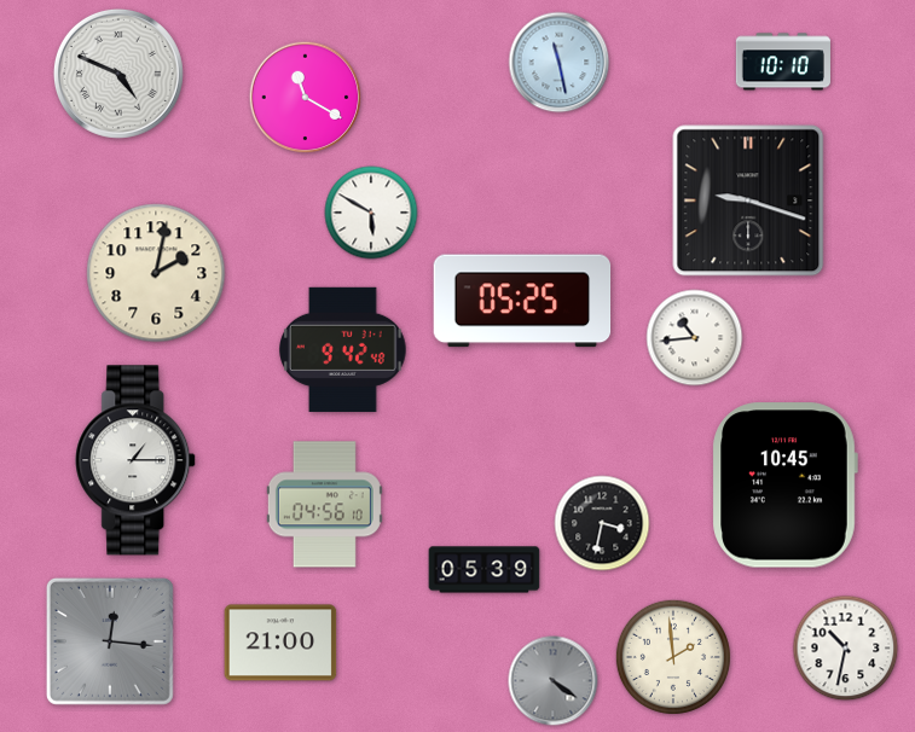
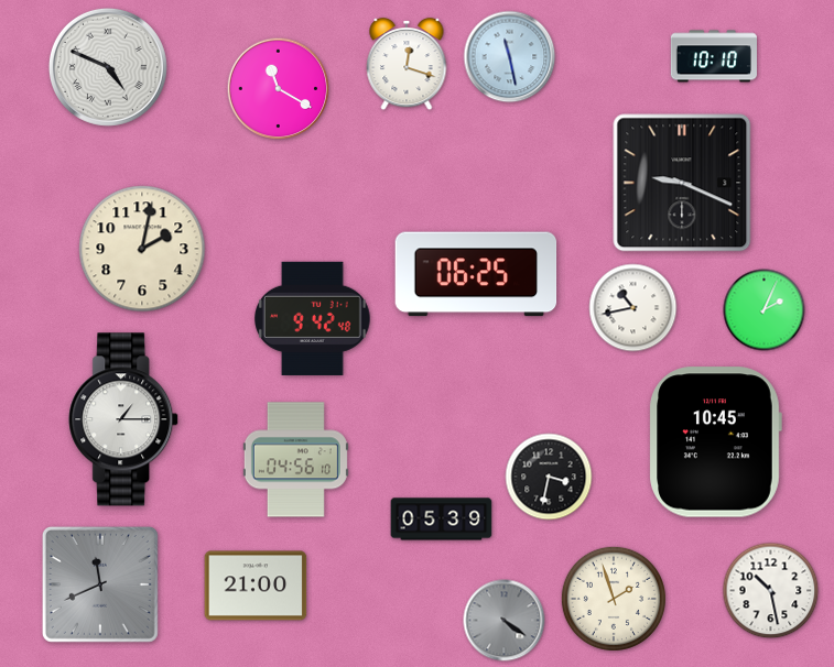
clock at (407, 64): none -> 12:18
clock at (748, 201): 9:18 -> 9:19
clock at (371, 213): 5:50 -> none
clock at (522, 301): 05:25 -> 06:25
clock at (695, 338): 10:44 -> 10:43
clock at (765, 310): none -> 2:04
clock at (110, 641): 12:16 -> 11:41
clock at (846, 649): 10:32 -> 10:28
clock at (673, 657): 1:59 -> 1:57
